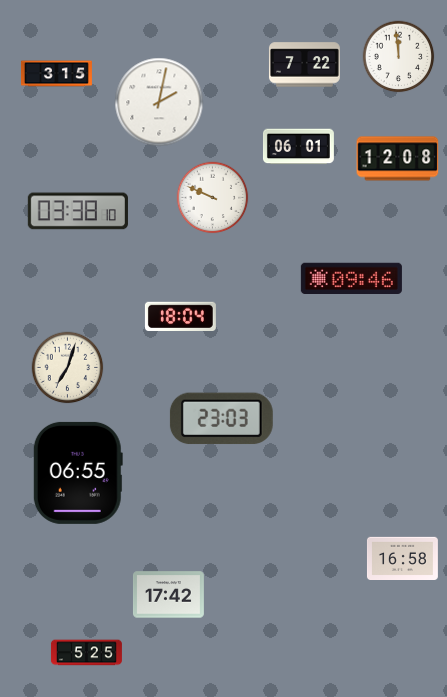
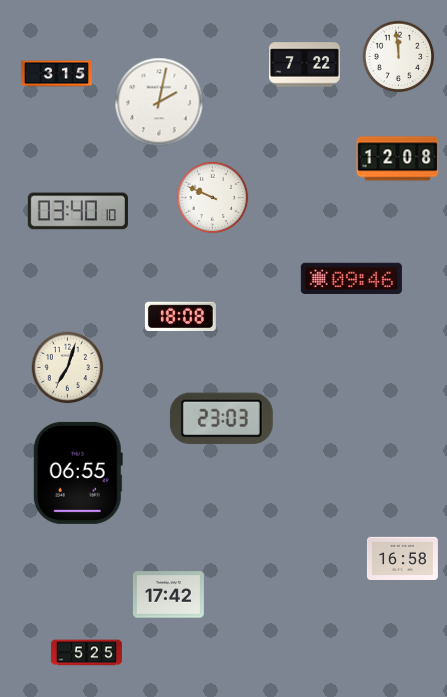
clock at (298, 147): 06:01 -> none
clock at (78, 211): 03:38 -> 03:40
clock at (180, 316): 18:04 -> 18:08
